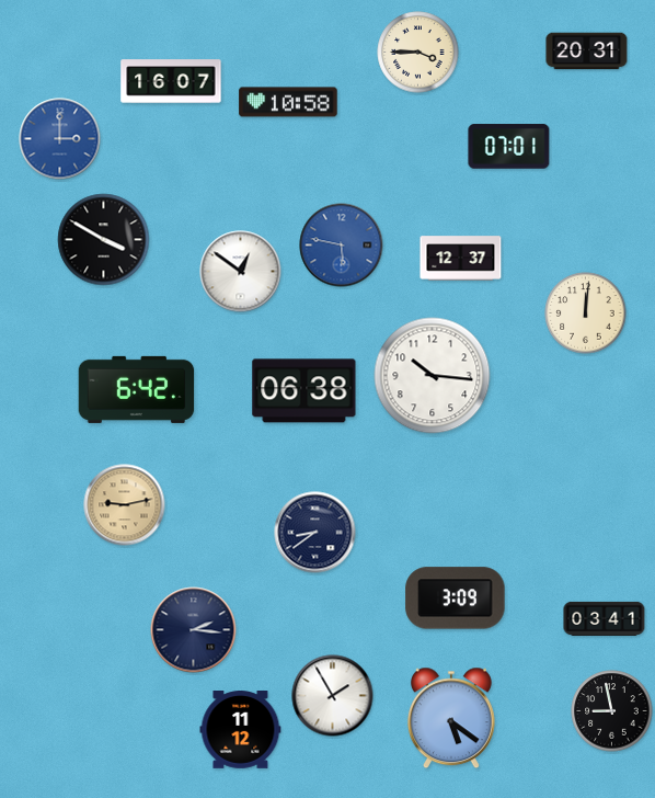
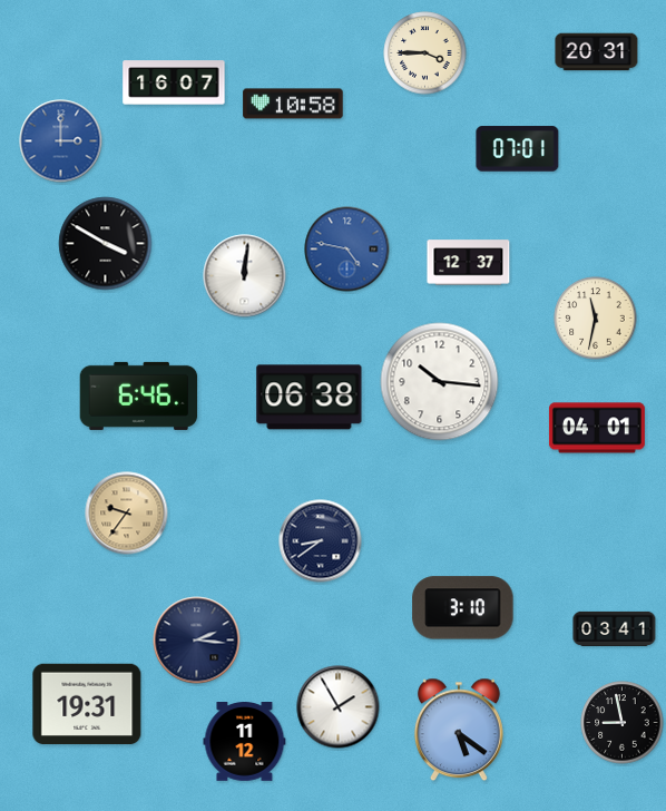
clock at (342, 246): 5:47 -> 4:47
clock at (241, 272): 12:51 -> 12:01
clock at (586, 314): 12:01 -> 11:32
clock at (137, 389): 6:42 -> 6:46
clock at (597, 428): none -> 04:01
clock at (125, 505): 9:13 -> 9:36
clock at (456, 598): 3:09 -> 3:10
clock at (87, 704): none -> 19:31
